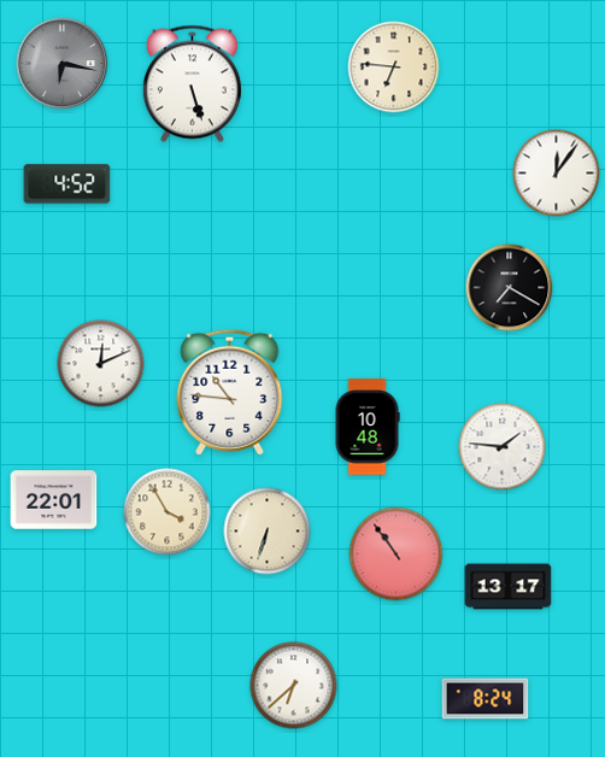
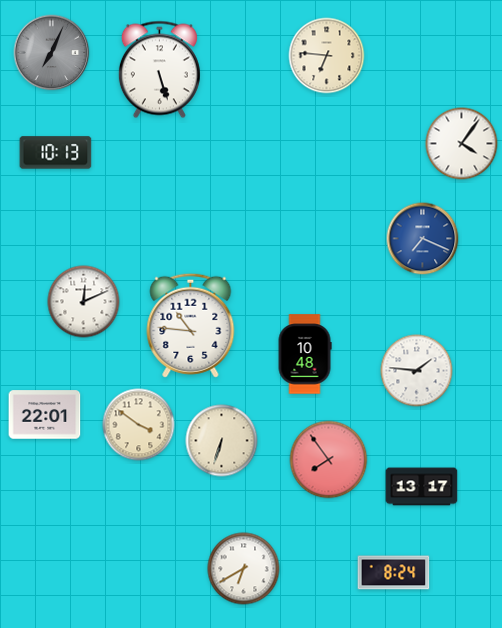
clock at (63, 64): 6:17 -> 7:04
clock at (557, 174): 12:06 -> 4:06
clock at (67, 184): 4:52 -> 10:13
clock at (510, 288): 7:20 -> 7:19
clock at (510, 288) dial: black -> blue
clock at (168, 512): 3:55 -> 3:51
clock at (397, 554): 10:54 -> 7:54
clock at (294, 686): 6:38 -> 6:40
clock at (486, 699) position: (486, 699) -> (394, 573)
